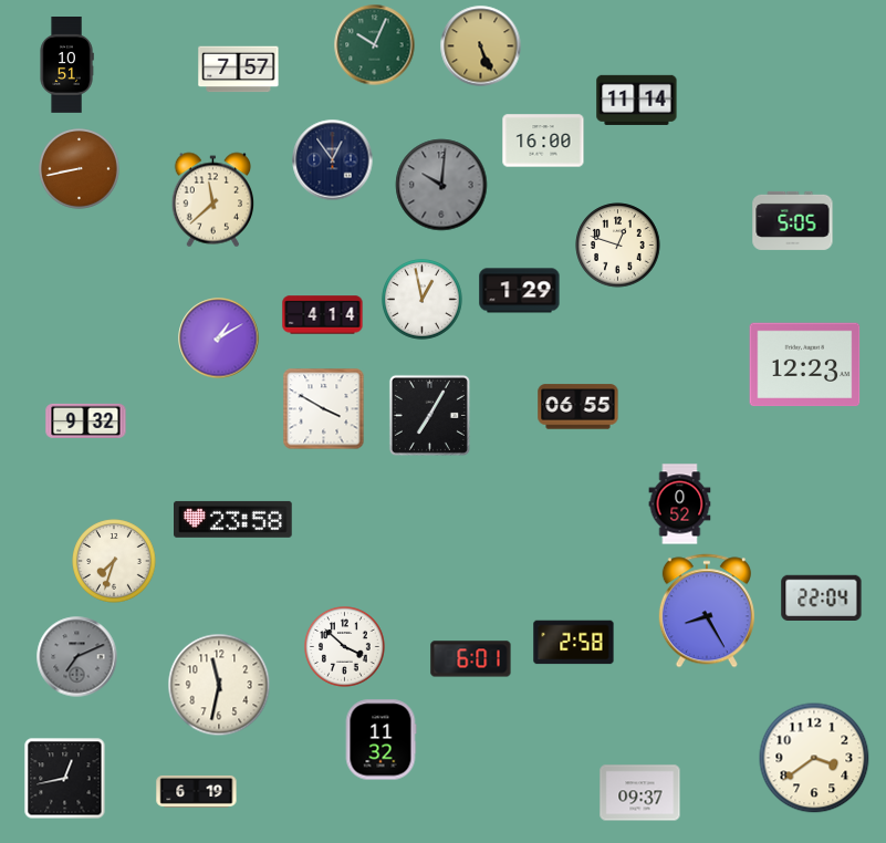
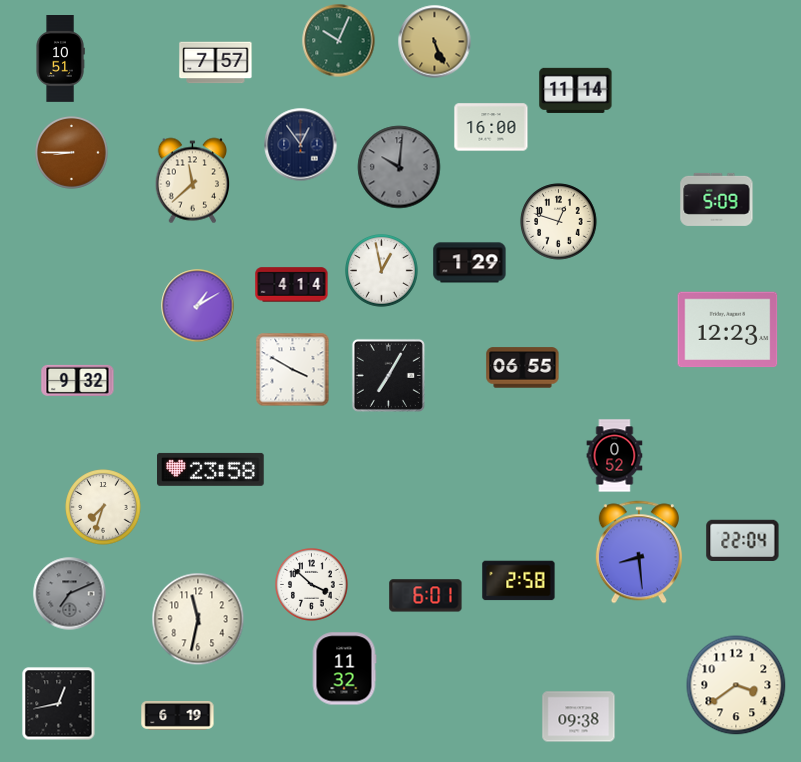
clock at (80, 169): 8:43 -> 8:45
clock at (793, 220): 5:05 -> 5:09
clock at (707, 611): 8:25 -> 8:29
clock at (640, 793): 09:37 -> 09:38
